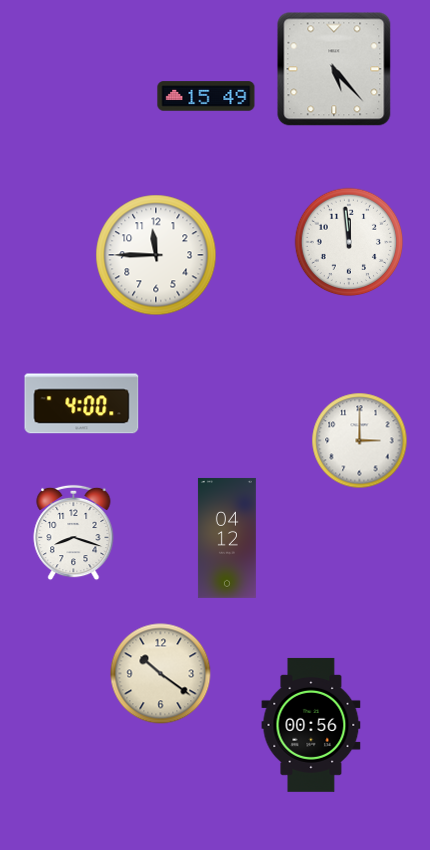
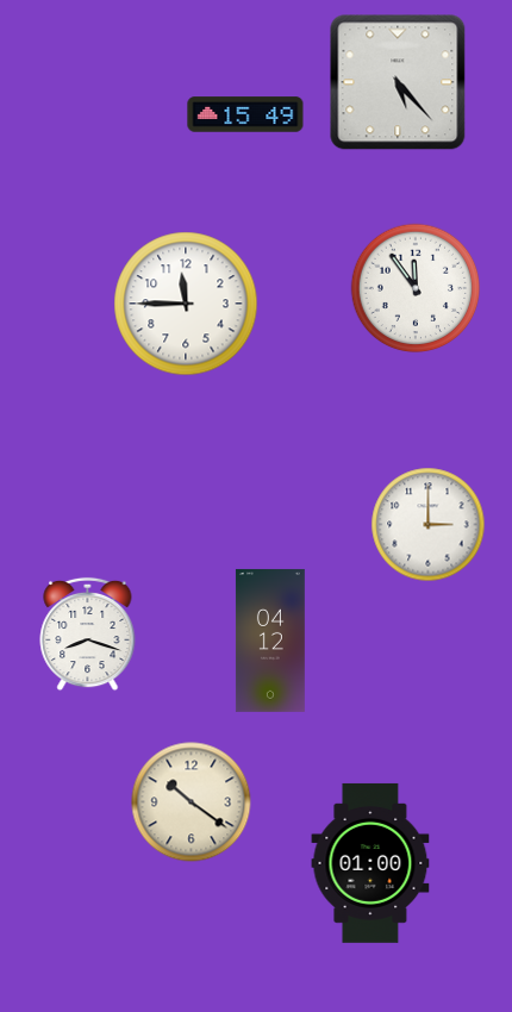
clock at (349, 242): 11:59 -> 11:54
clock at (82, 404): 4:00 -> none
clock at (311, 725): 00:56 -> 01:00
